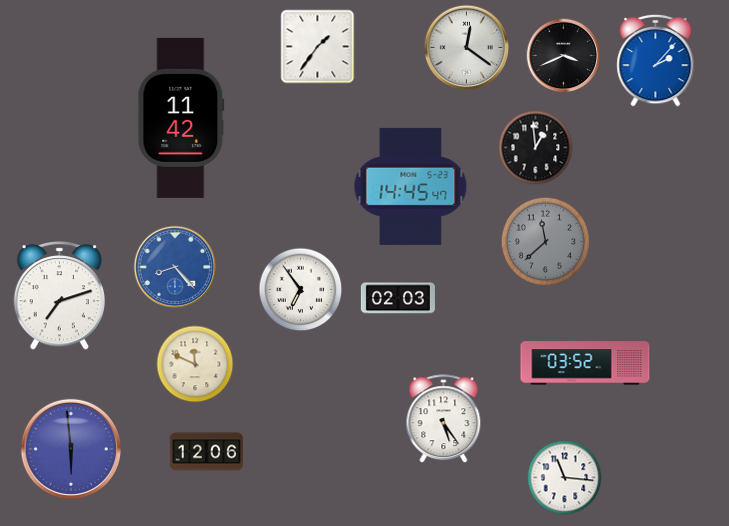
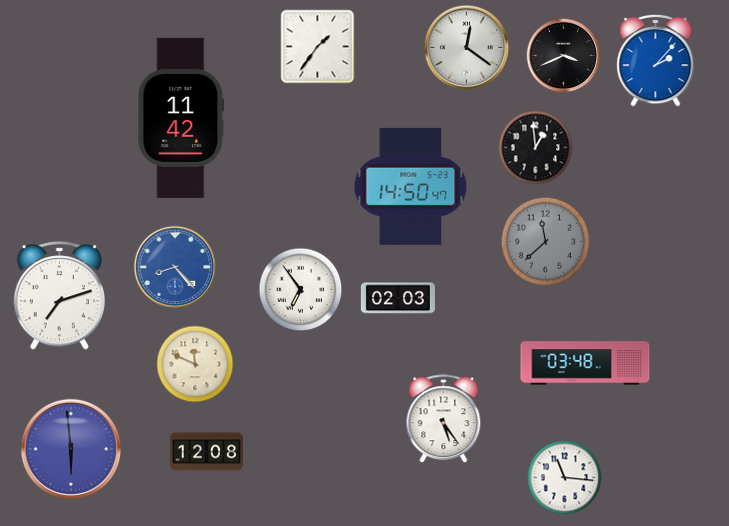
clock at (411, 186): 14:45 -> 14:50
clock at (585, 363): 03:52 -> 03:48
clock at (206, 452): 12:06 -> 12:08
